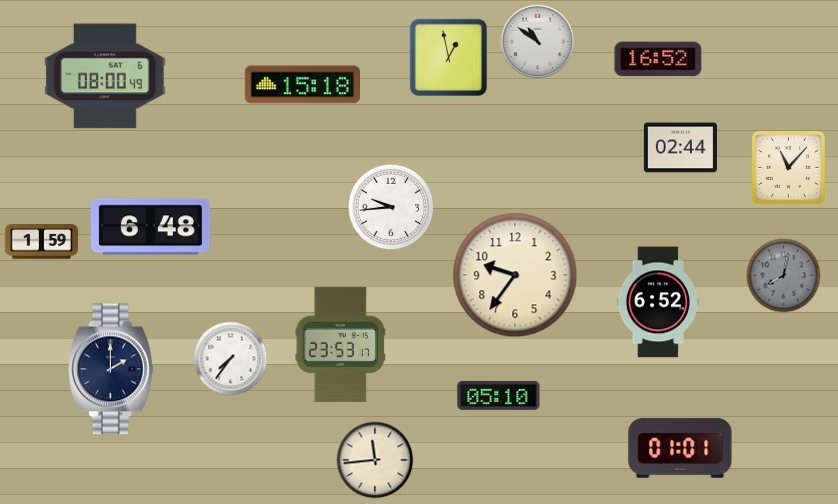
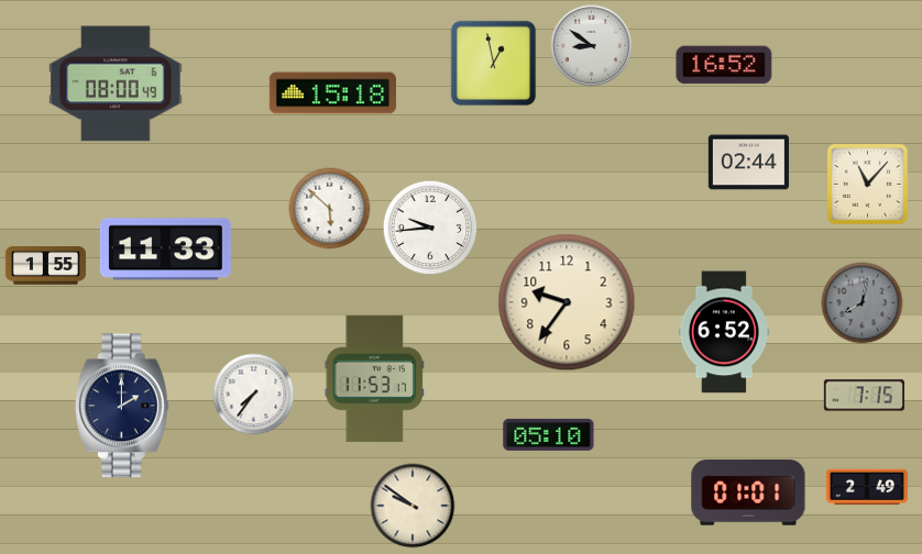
clock at (538, 42): 10:51 -> 8:51
clock at (330, 209): none -> 5:52
clock at (150, 227): 6:48 -> 11:33
clock at (41, 242): 1:59 -> 1:55
clock at (340, 344): 23:53 -> 11:53
clock at (864, 396): none -> 7:15
clock at (867, 487): none -> 2:49
clock at (375, 460): 11:44 -> 9:51
